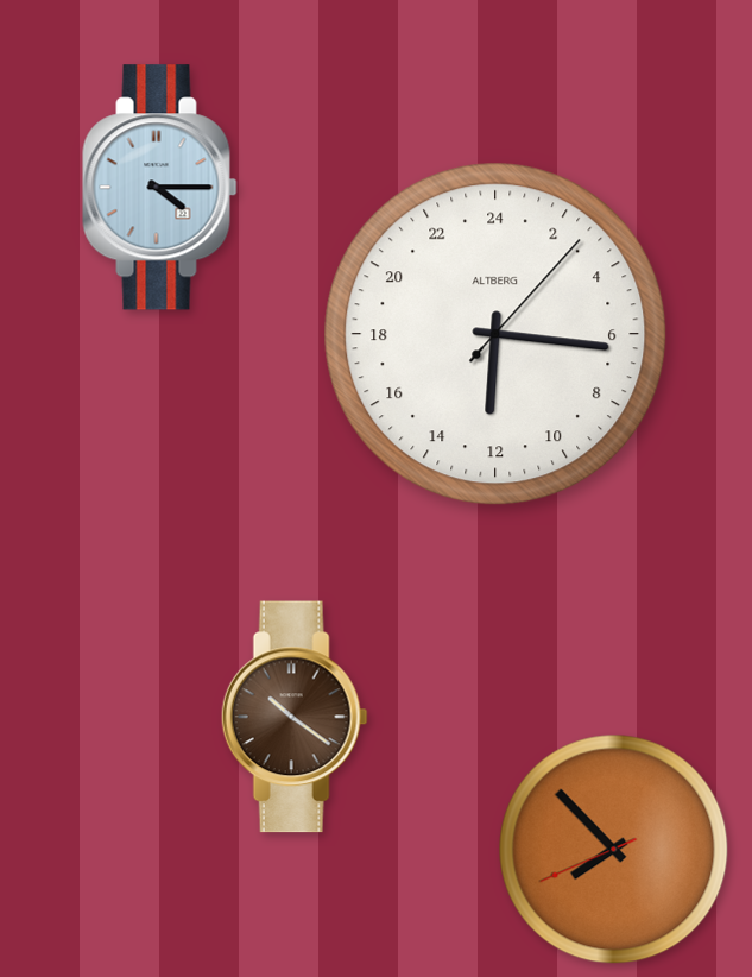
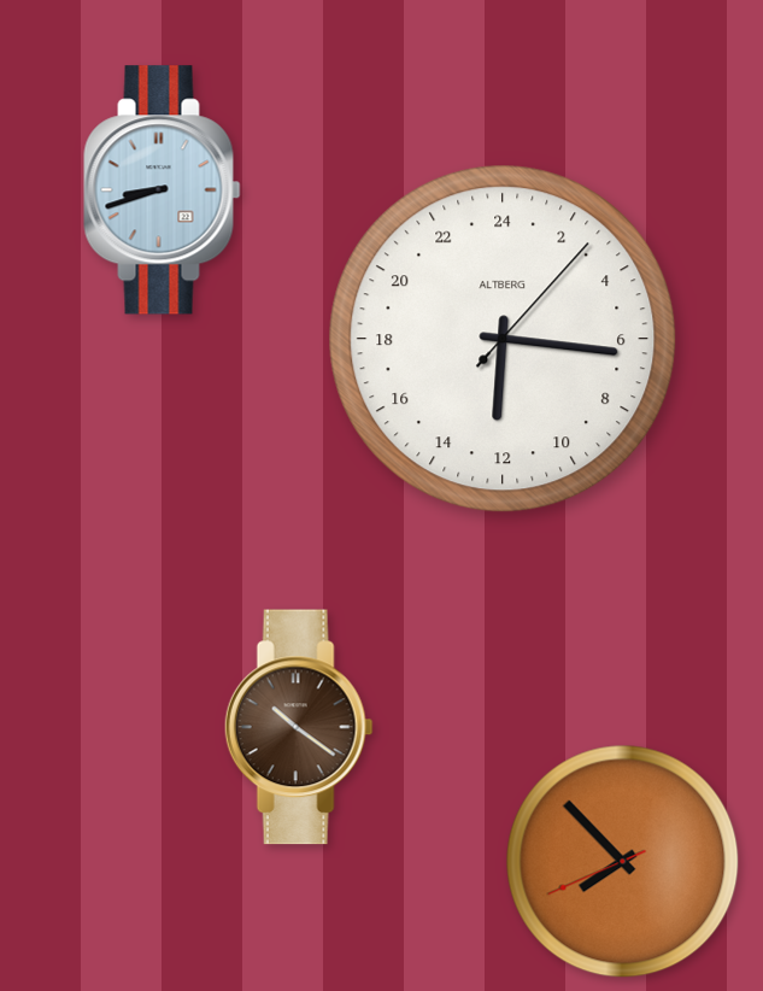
clock at (160, 188): 4:15 -> 8:42
